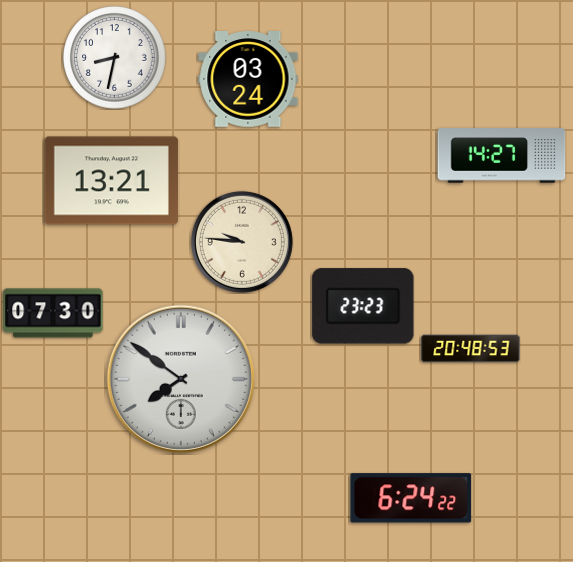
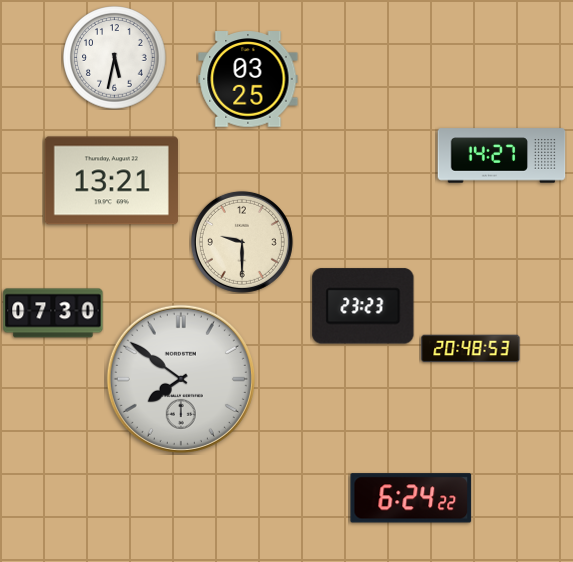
clock at (115, 58): 8:32 -> 5:32
clock at (248, 79): 03:24 -> 03:25
clock at (242, 242): 9:46 -> 9:30
